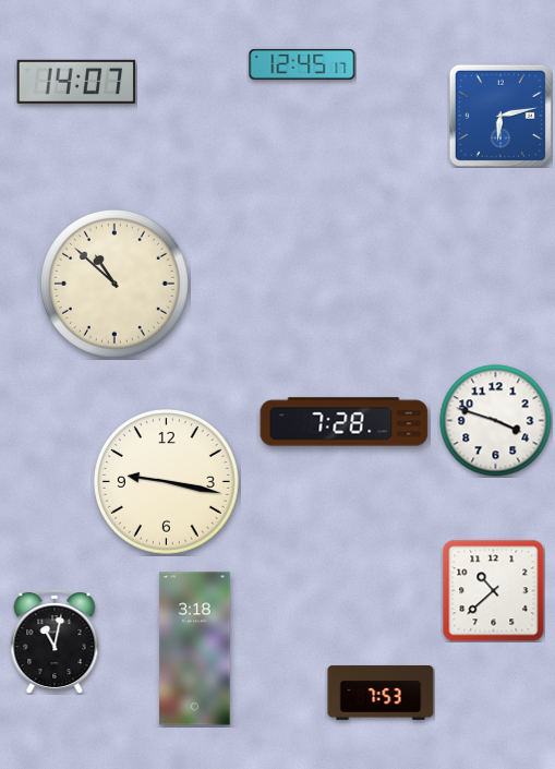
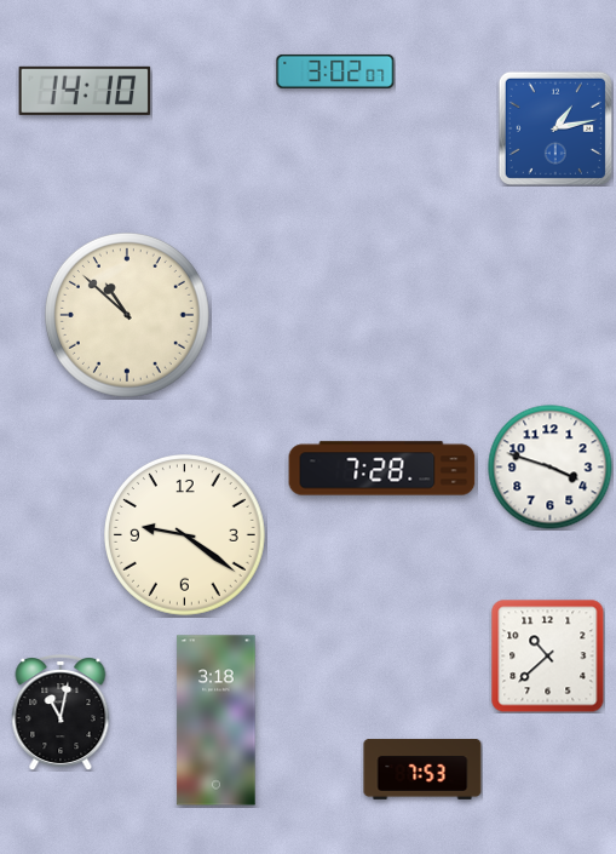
clock at (302, 64): 12:45 -> 3:02
clock at (76, 82): 14:07 -> 14:10
clock at (500, 116): 6:13 -> 1:13
clock at (167, 482): 9:17 -> 9:21
